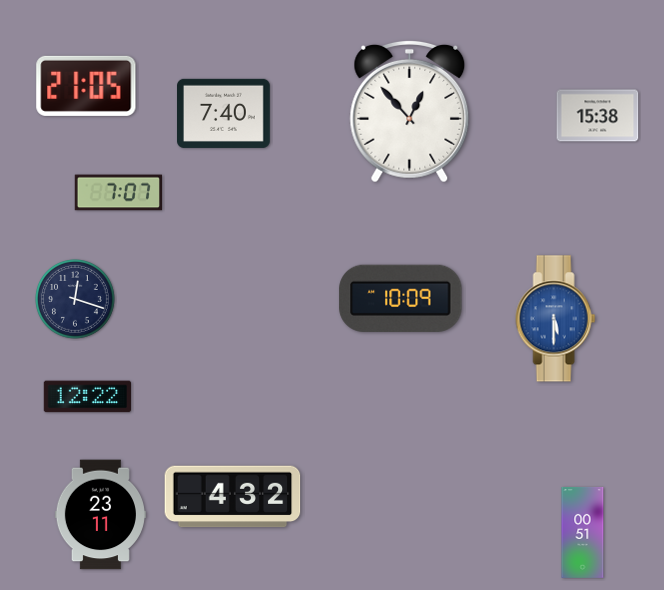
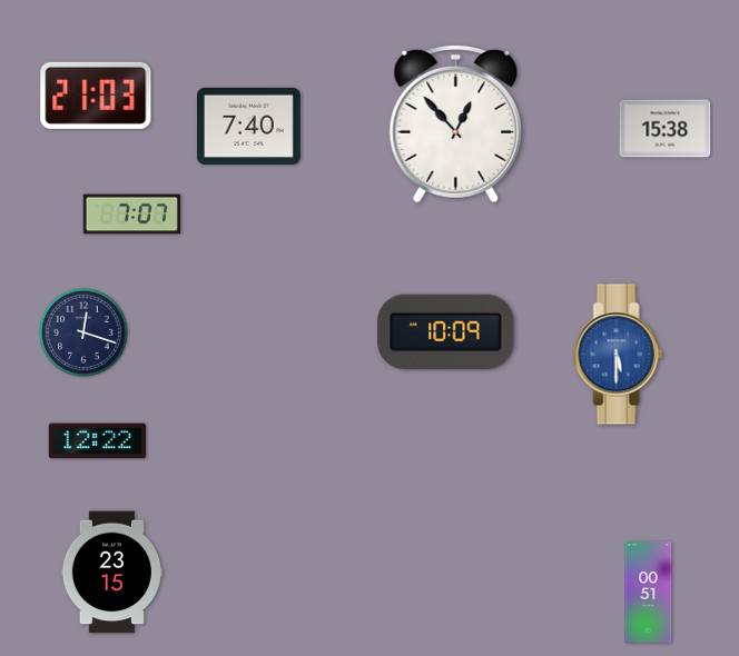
clock at (86, 86): 21:05 -> 21:03
clock at (233, 497): 4:32 -> none
clock at (100, 515): 23:11 -> 23:15
